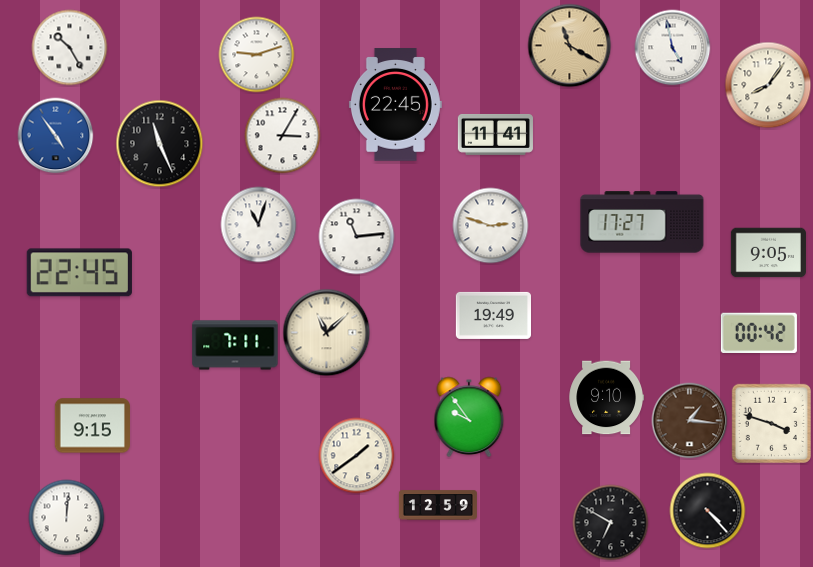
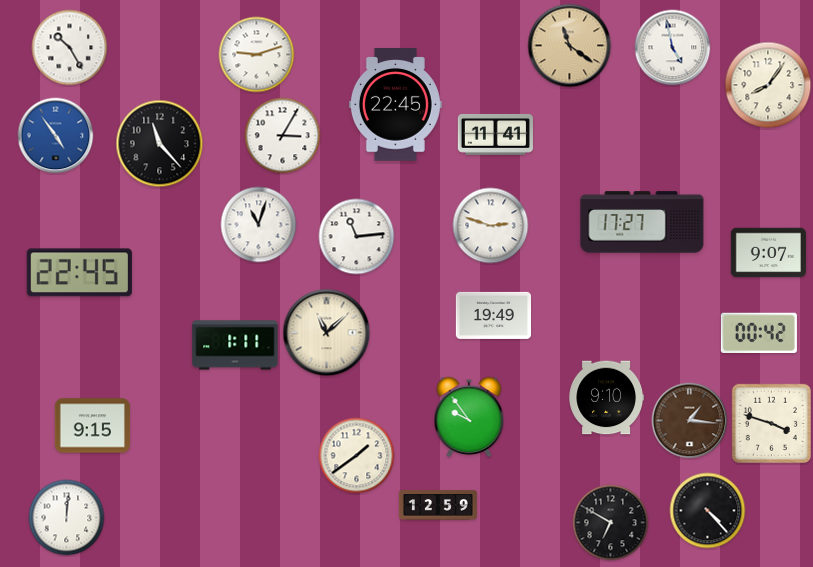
clock at (570, 46): 11:20 -> 11:21
clock at (160, 144): 11:26 -> 11:23
clock at (768, 253): 9:05 -> 9:07
clock at (235, 345): 7:11 -> 1:11
